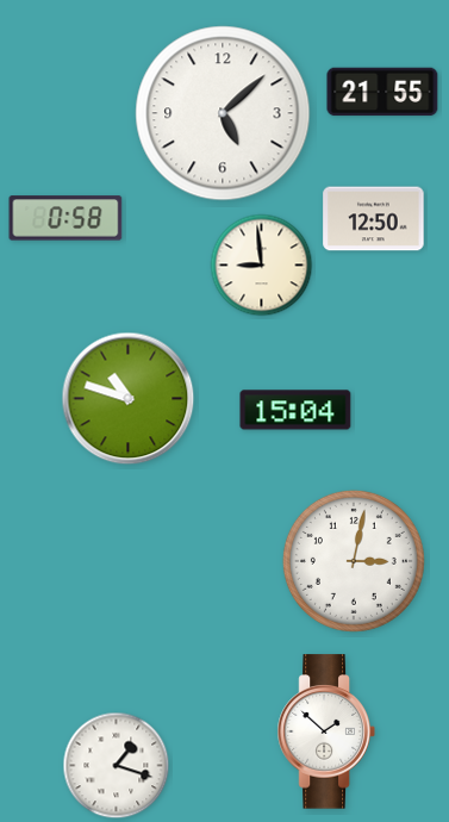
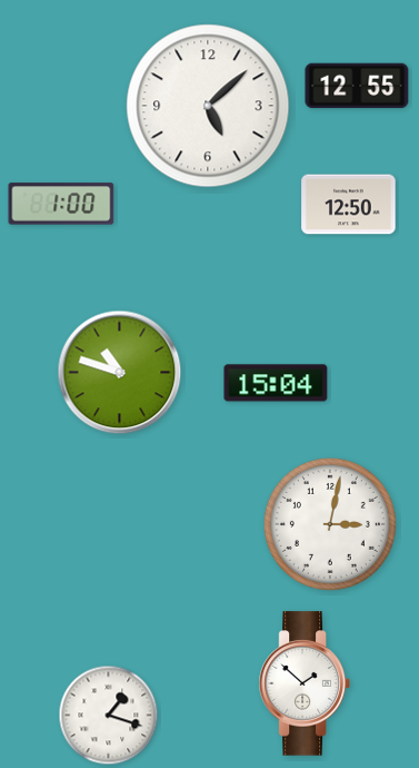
clock at (382, 92): 21:55 -> 12:55
clock at (66, 218): 0:58 -> 1:00
clock at (262, 266): 8:59 -> none
